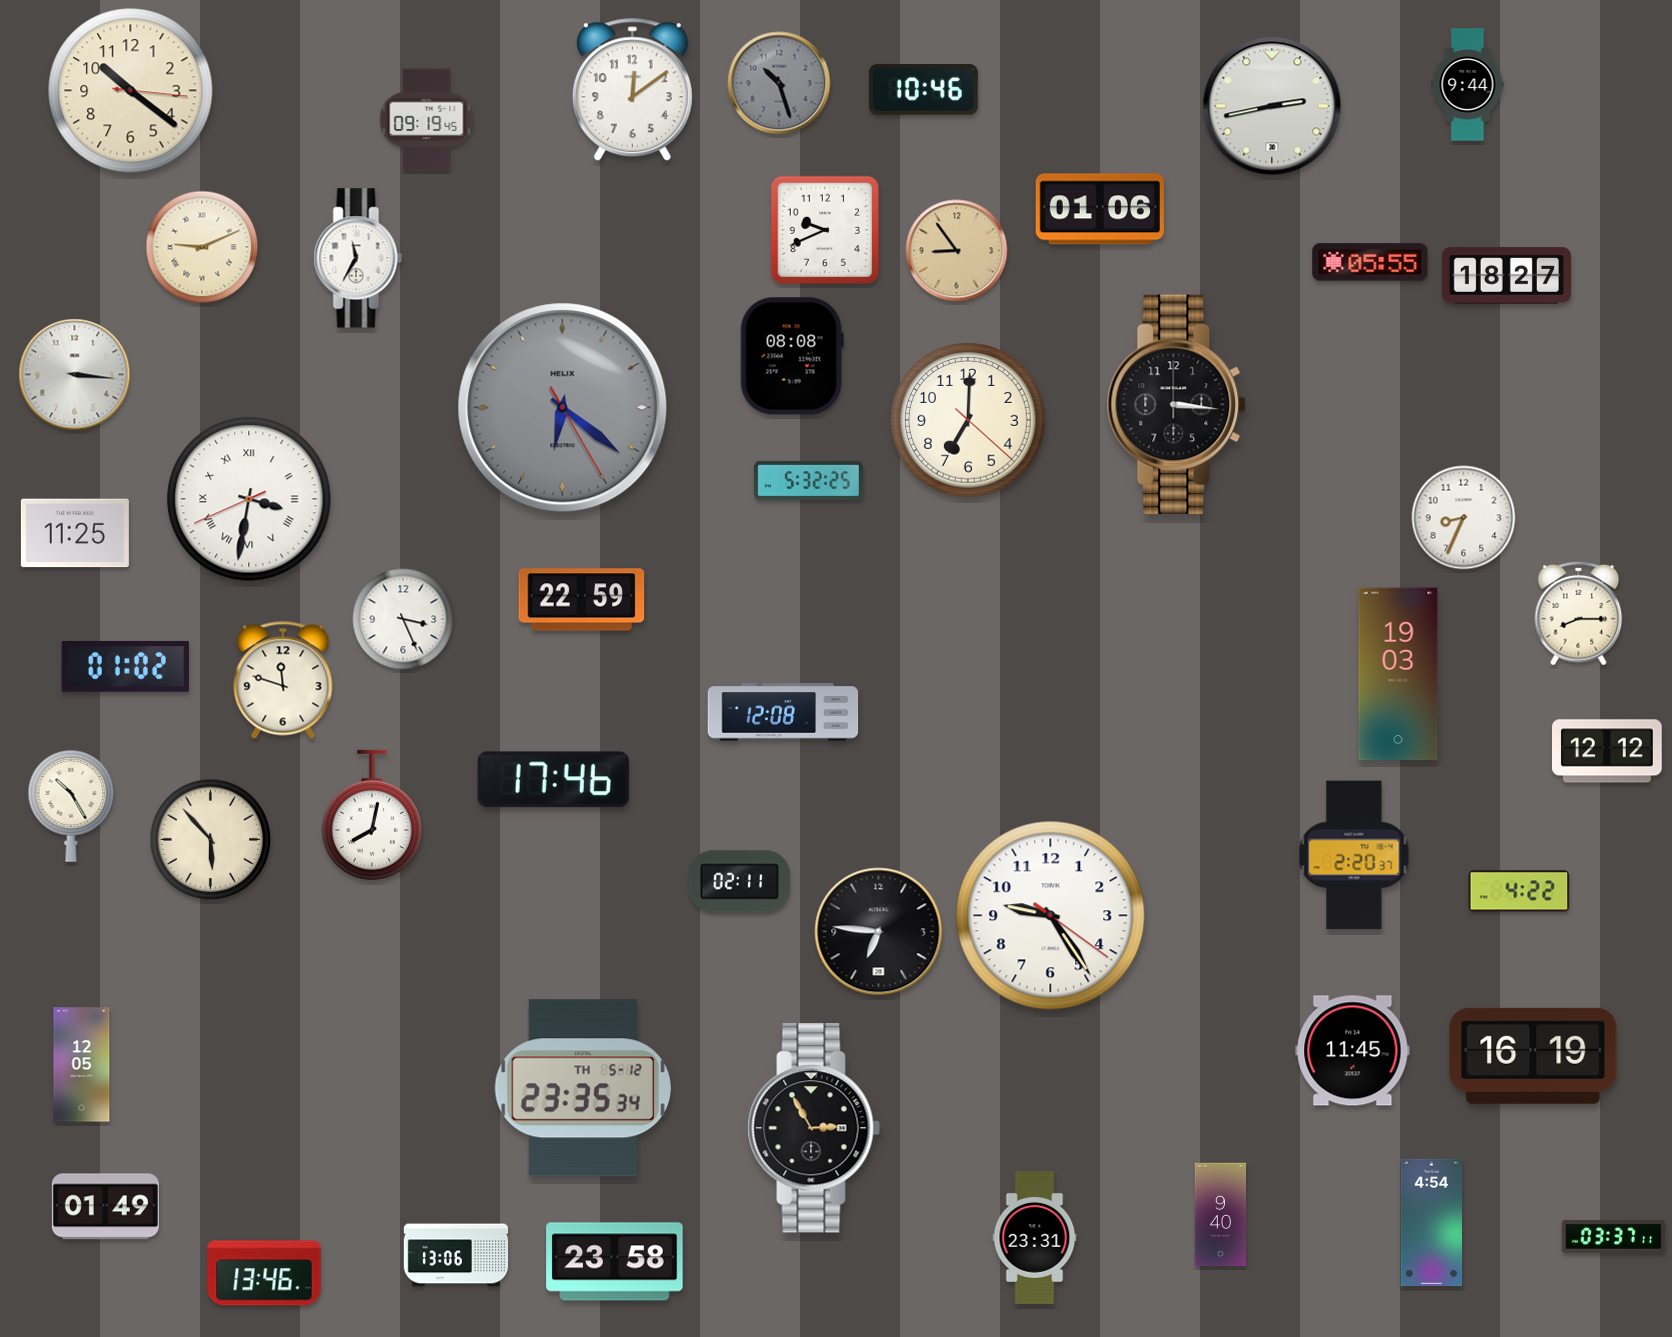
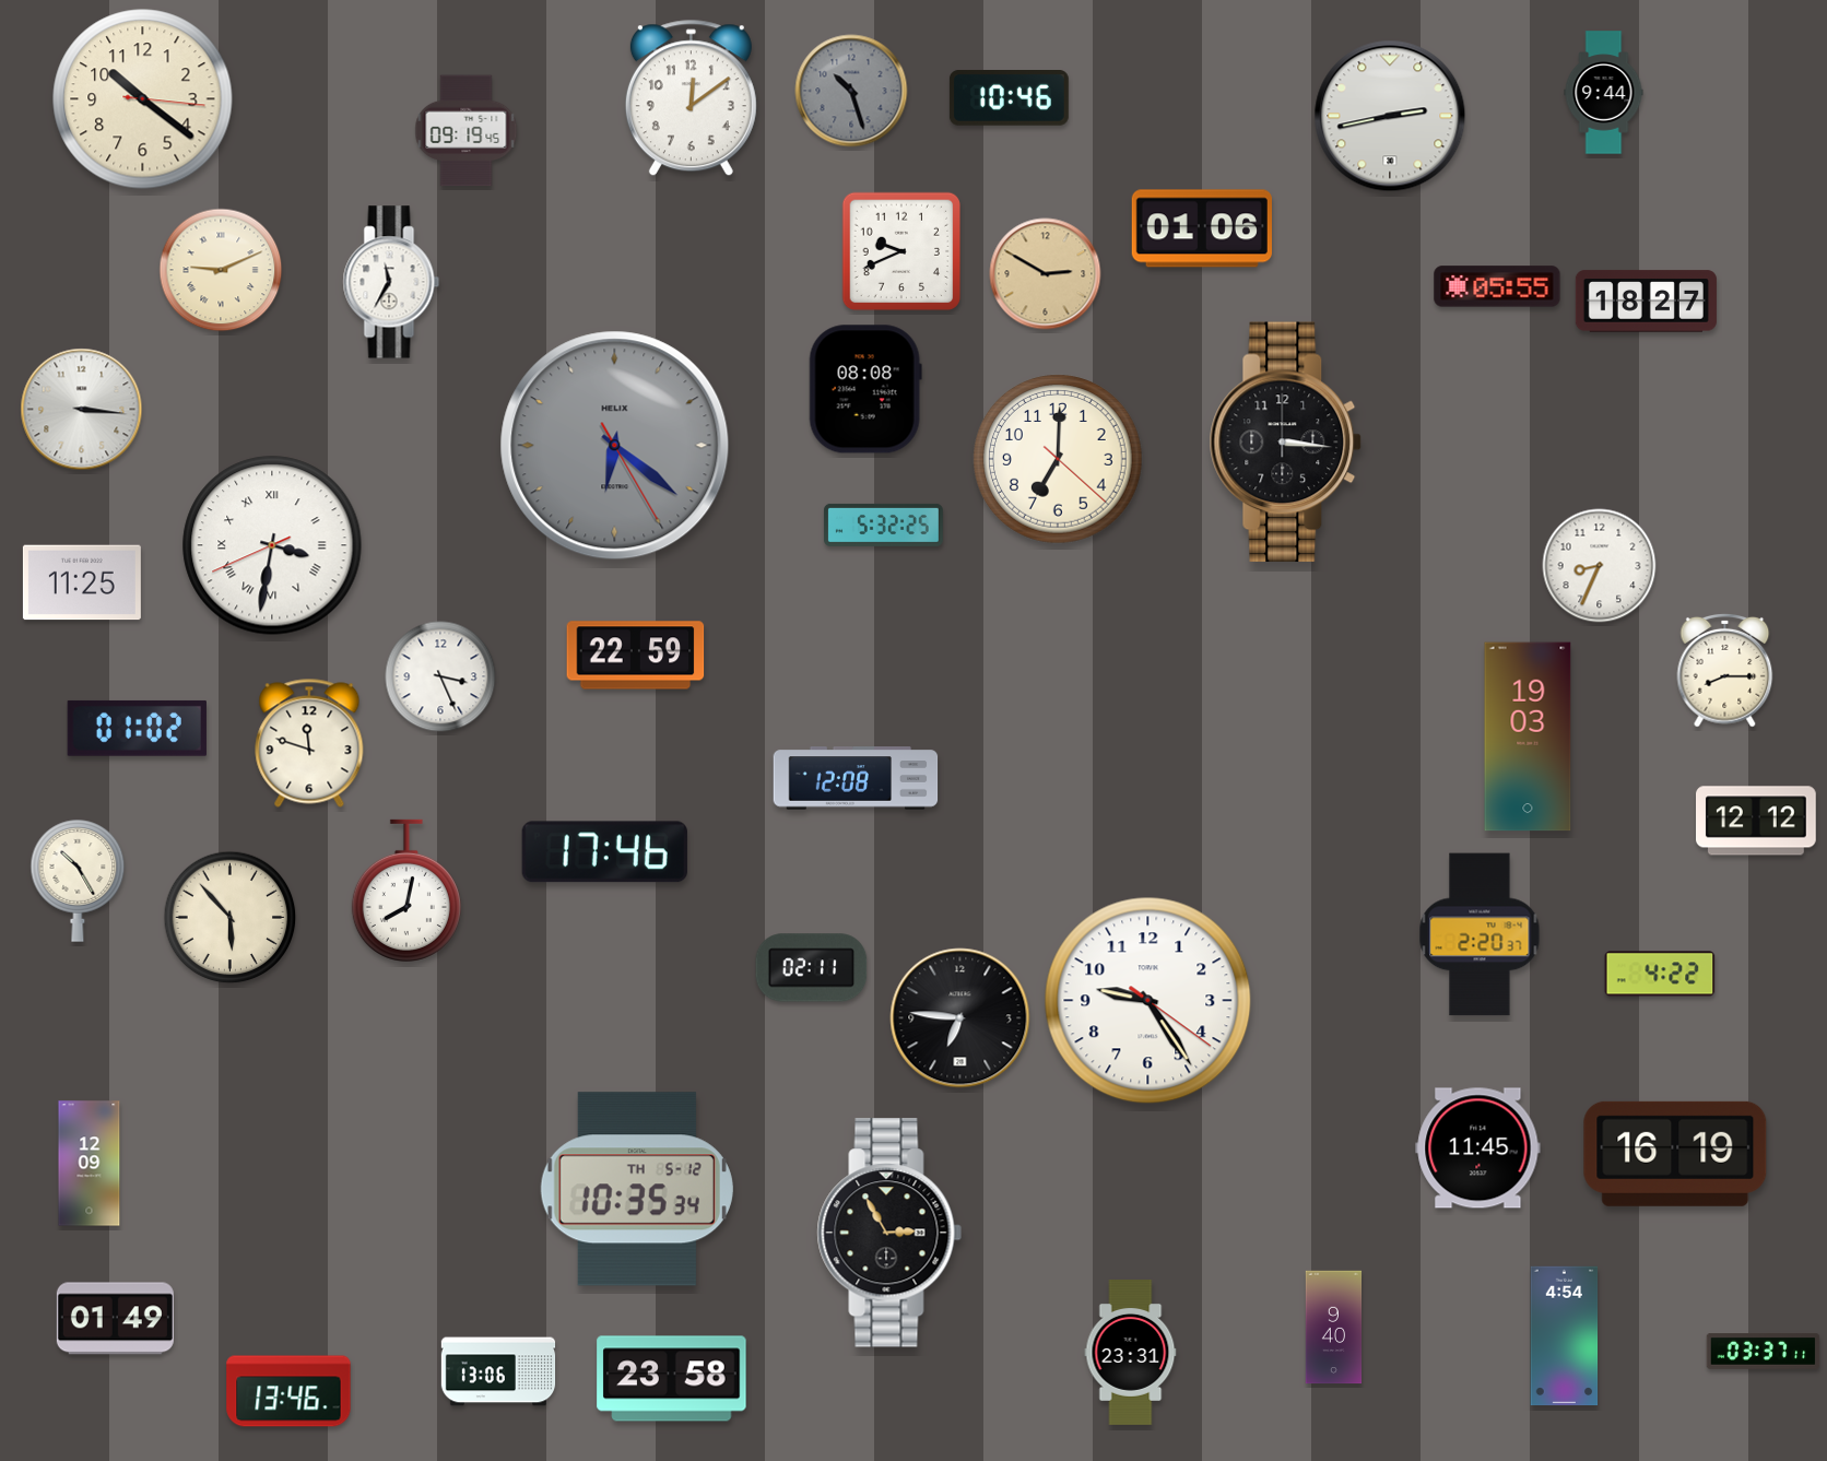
clock at (957, 251): 8:54 -> 2:50
clock at (740, 882) position: (740, 882) -> (812, 968)
clock at (82, 1065): 12:05 -> 12:09
clock at (583, 1088): 23:35 -> 10:35
